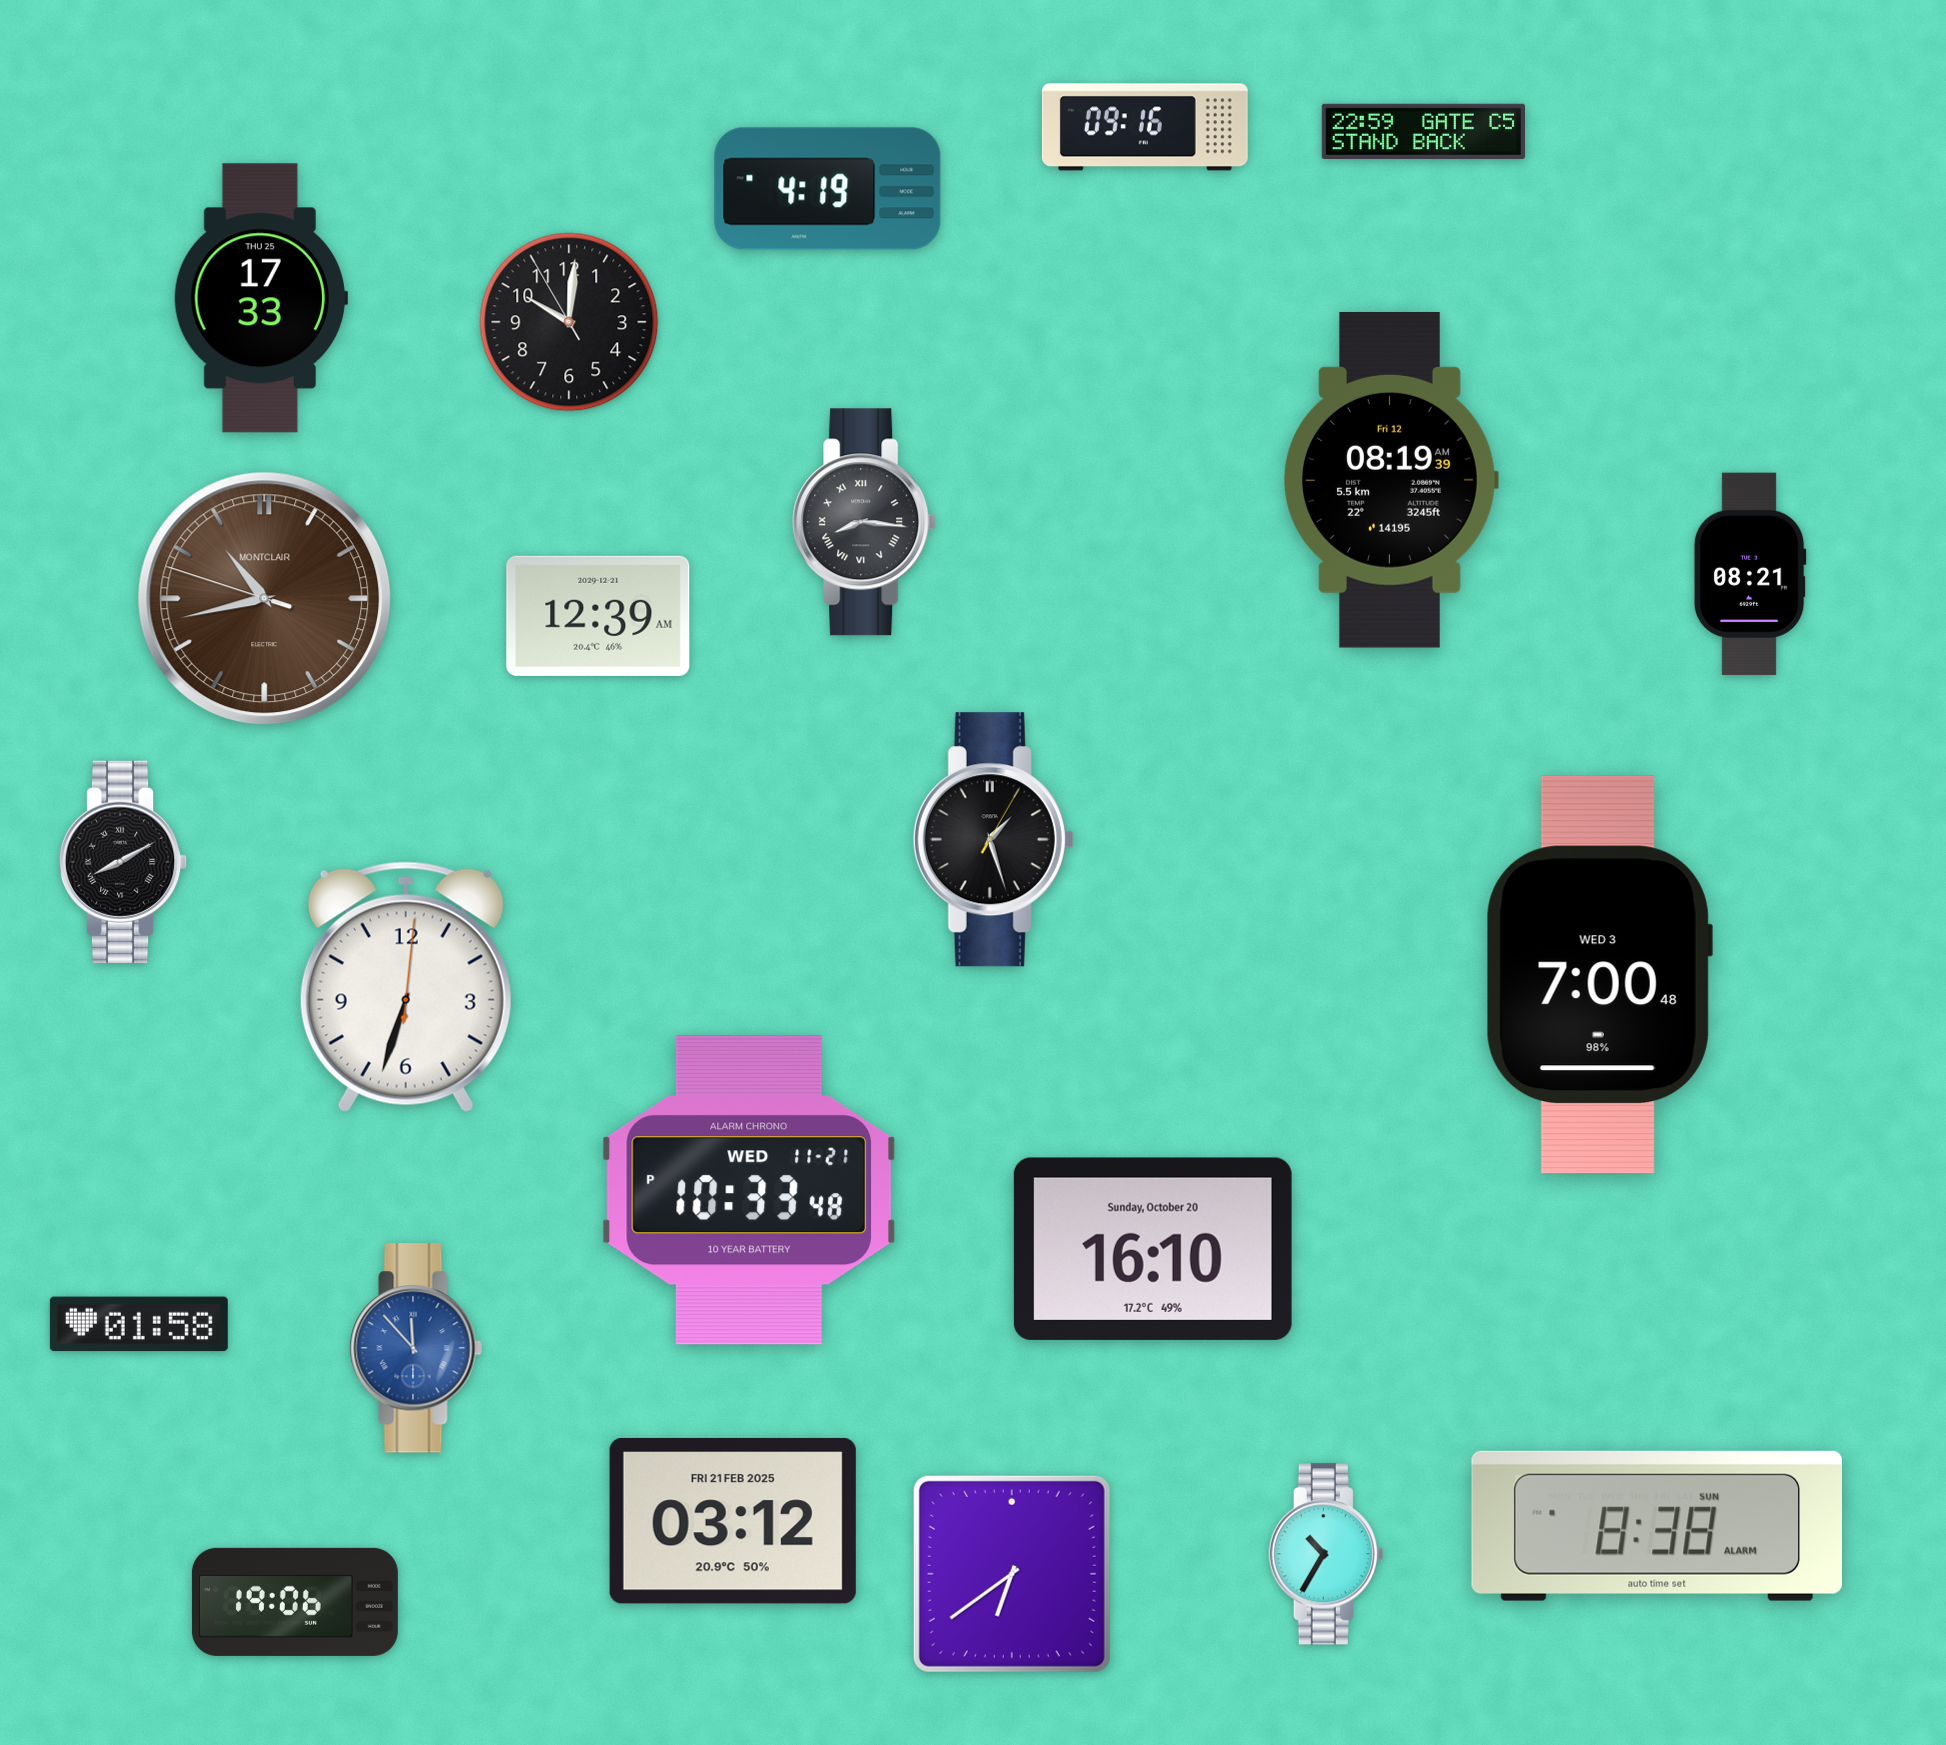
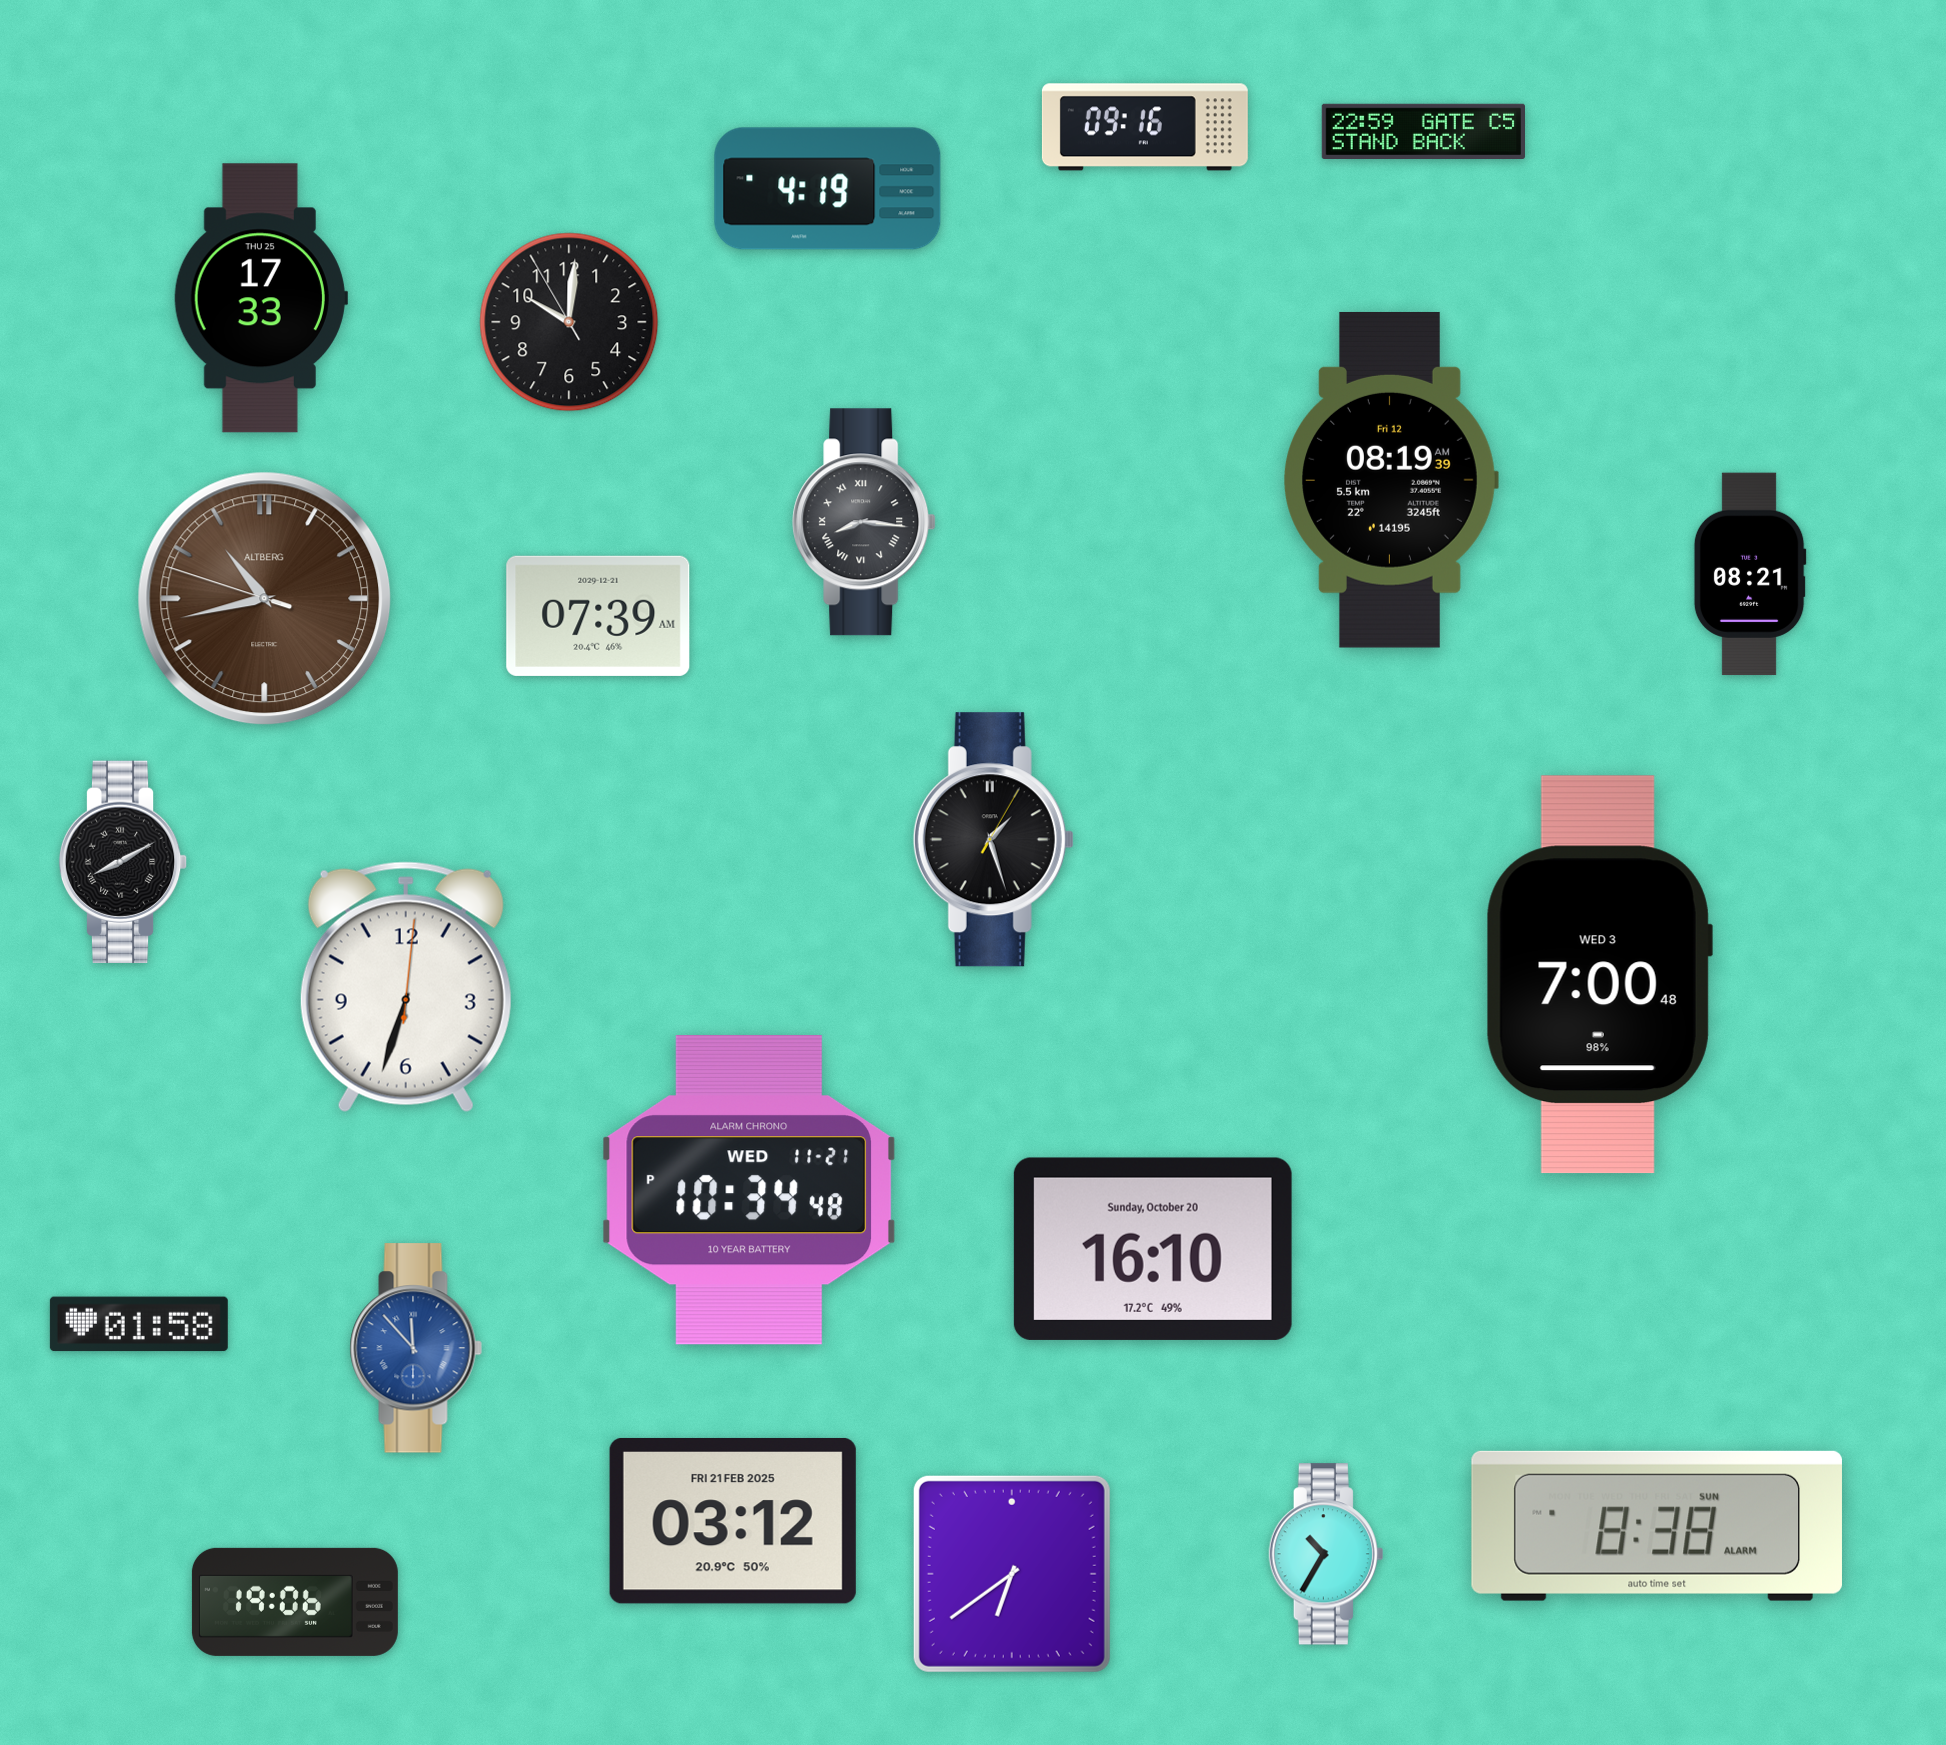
clock at (265, 599) brand: MONTCLAIR -> ALTBERG
clock at (598, 616): 12:39 -> 07:39
clock at (748, 1190): 10:33 -> 10:34
